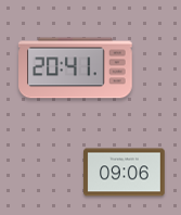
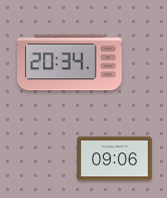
clock at (76, 68): 20:41 -> 20:34
